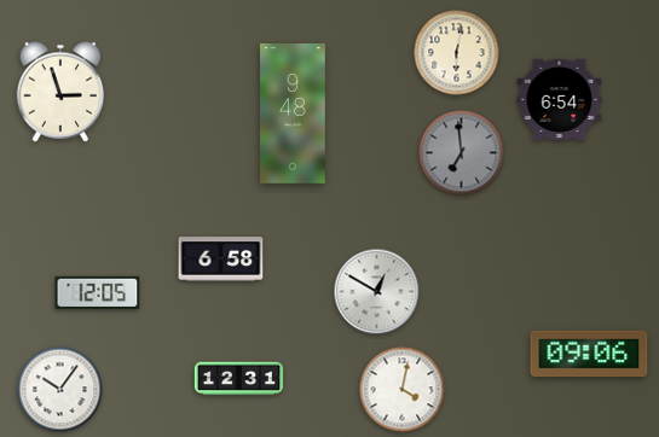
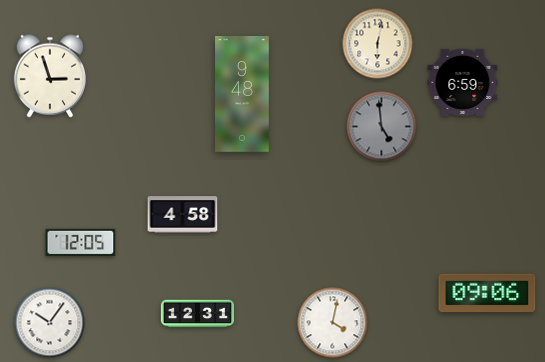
clock at (560, 99): 6:54 -> 6:59
clock at (462, 153): 6:59 -> 4:59
clock at (221, 260): 6:58 -> 4:58
clock at (377, 292): 12:50 -> none
